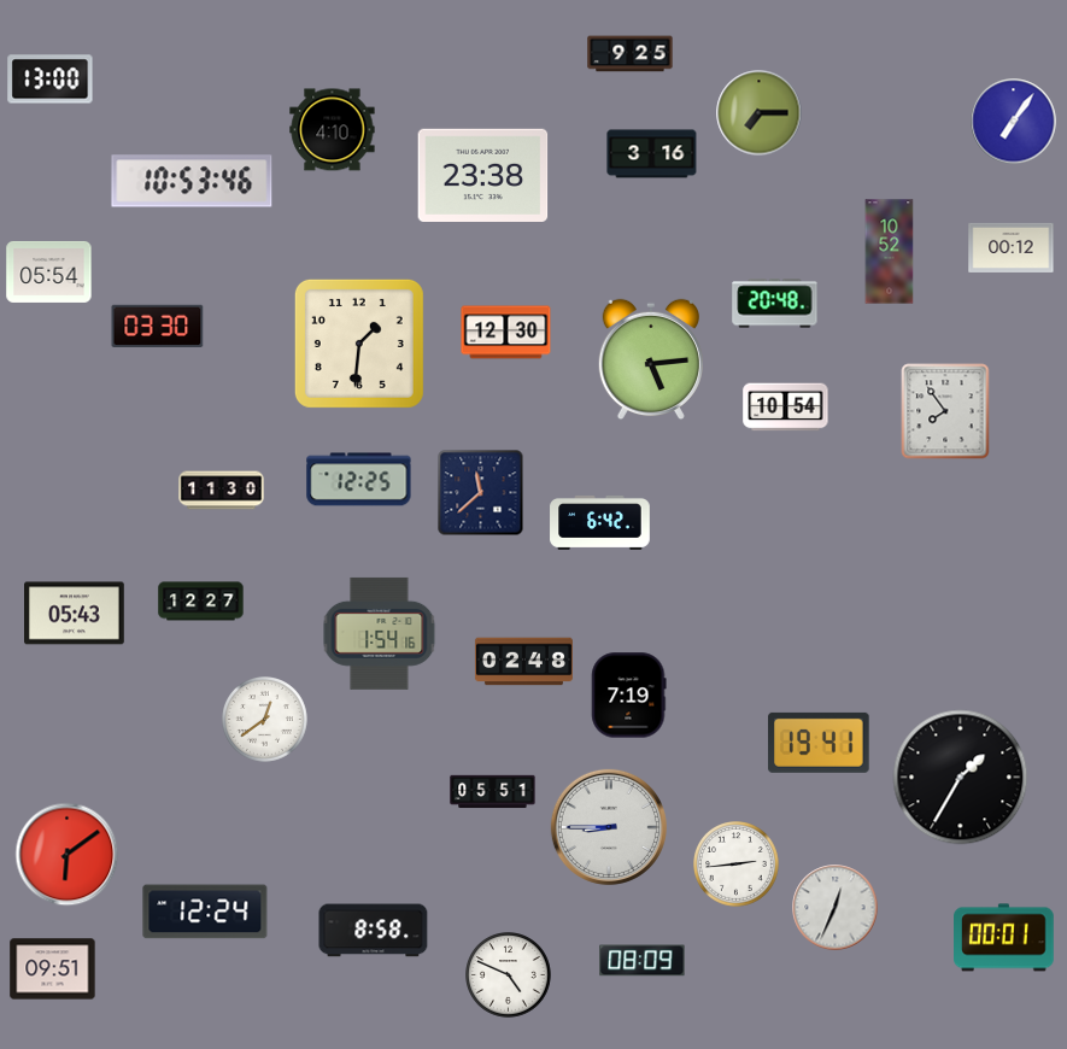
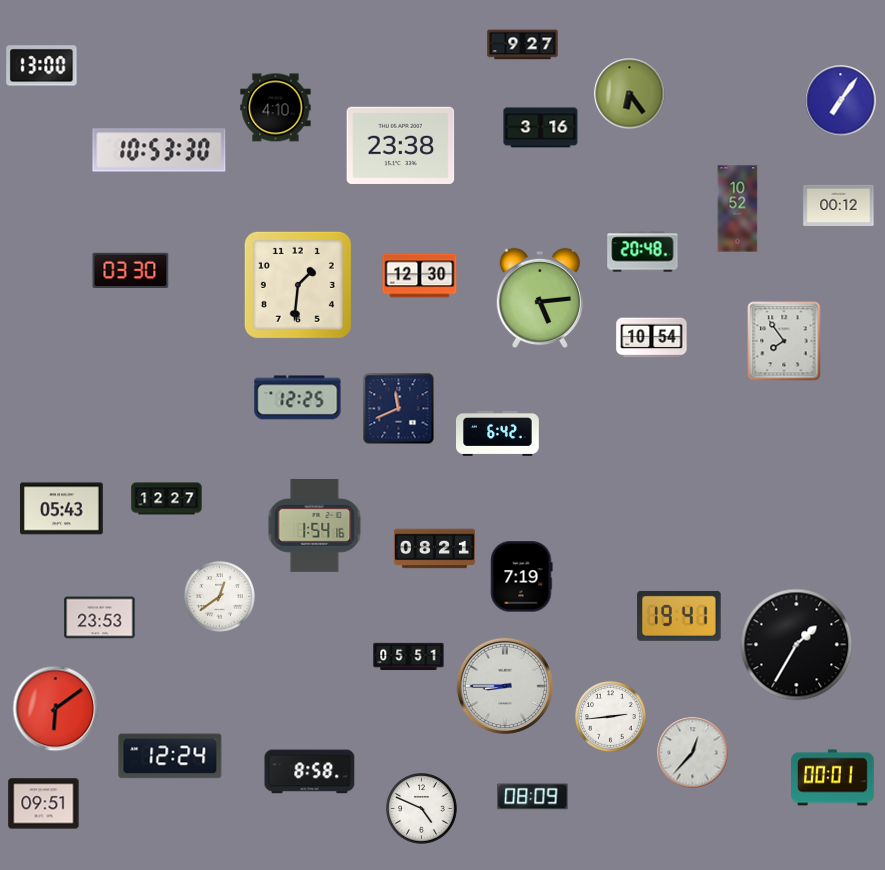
clock at (631, 54): 9:25 -> 9:27
clock at (760, 113): 7:15 -> 6:24
clock at (192, 181): 10:53:46 -> 10:53:30
clock at (49, 271): 05:54 -> none
clock at (222, 491): 11:30 -> none
clock at (481, 493): 11:38 -> 11:41
clock at (523, 662): 02:48 -> 08:21
clock at (100, 618): none -> 23:53
clock at (836, 908): 12:34 -> 12:37
